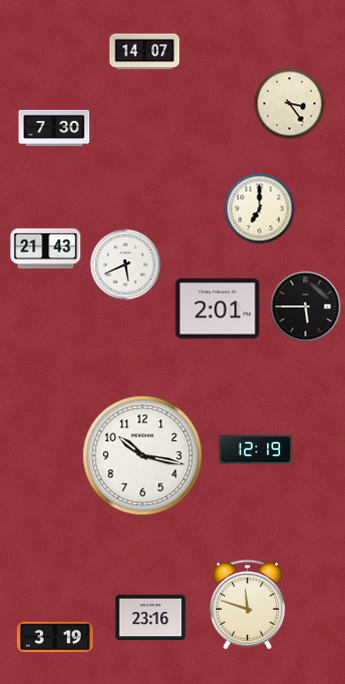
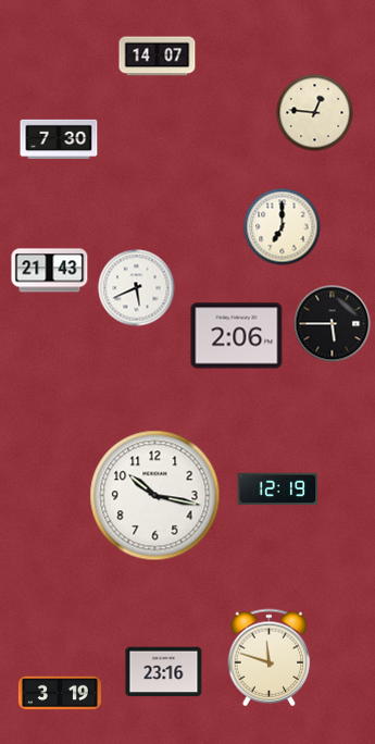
clock at (290, 104): 3:24 -> 12:46
clock at (306, 307) position: (306, 307) -> (333, 324)
clock at (218, 309): 2:01 -> 2:06
